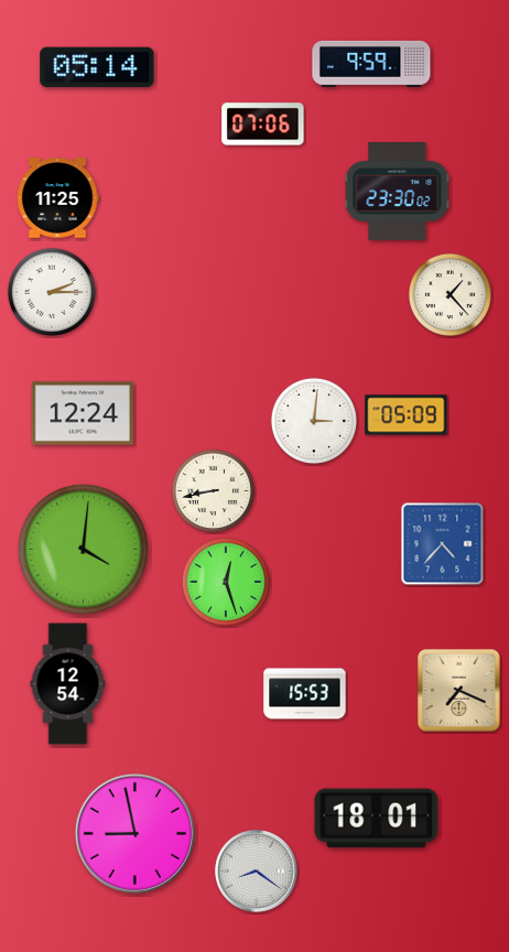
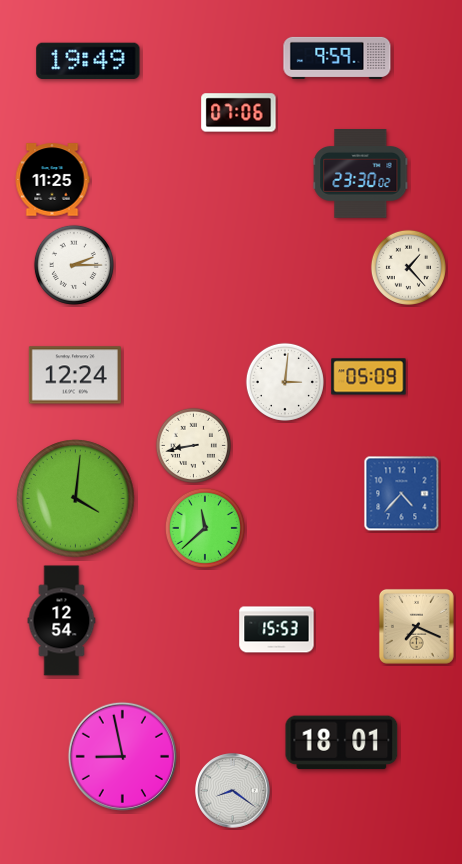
clock at (97, 67): 05:14 -> 19:49
clock at (52, 292) position: (52, 292) -> (74, 265)
clock at (226, 582): 12:27 -> 11:38
